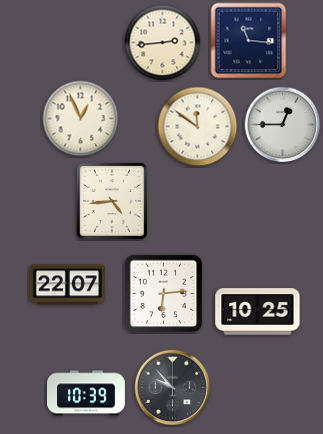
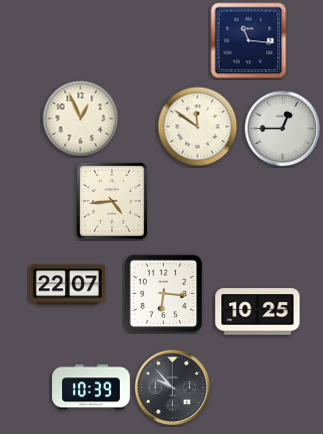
clock at (163, 43): 2:44 -> none
clock at (283, 125) position: (283, 125) -> (283, 129)
clock at (164, 294): 6:14 -> 6:16
clock at (87, 393) position: (87, 393) -> (92, 387)
